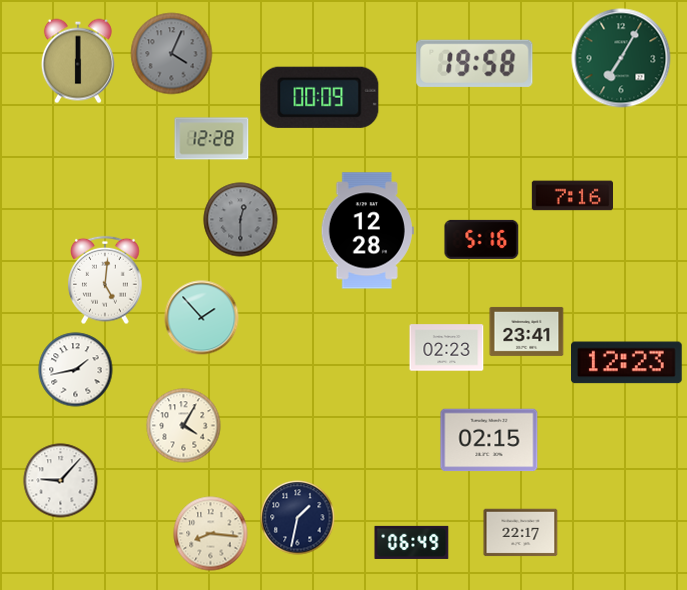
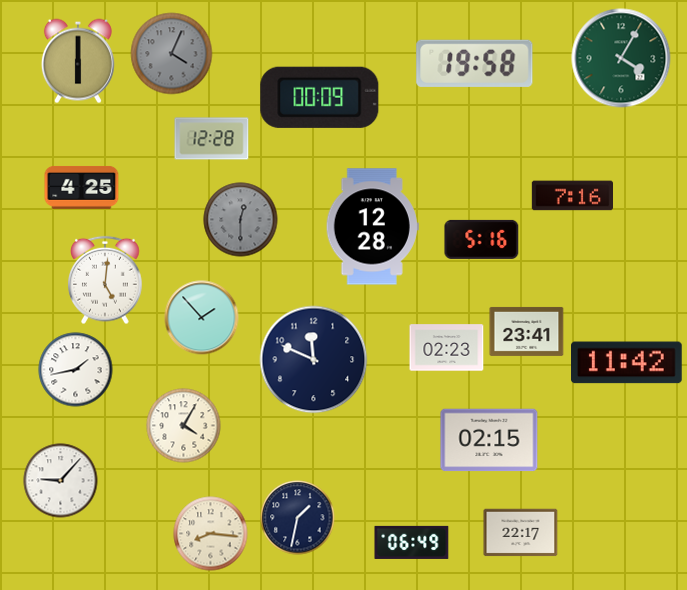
clock at (621, 58): 7:05 -> 4:05
clock at (82, 187): none -> 4:25
clock at (367, 231) position: (367, 231) -> (372, 227)
clock at (314, 360): none -> 11:49
clock at (627, 363): 12:23 -> 11:42
